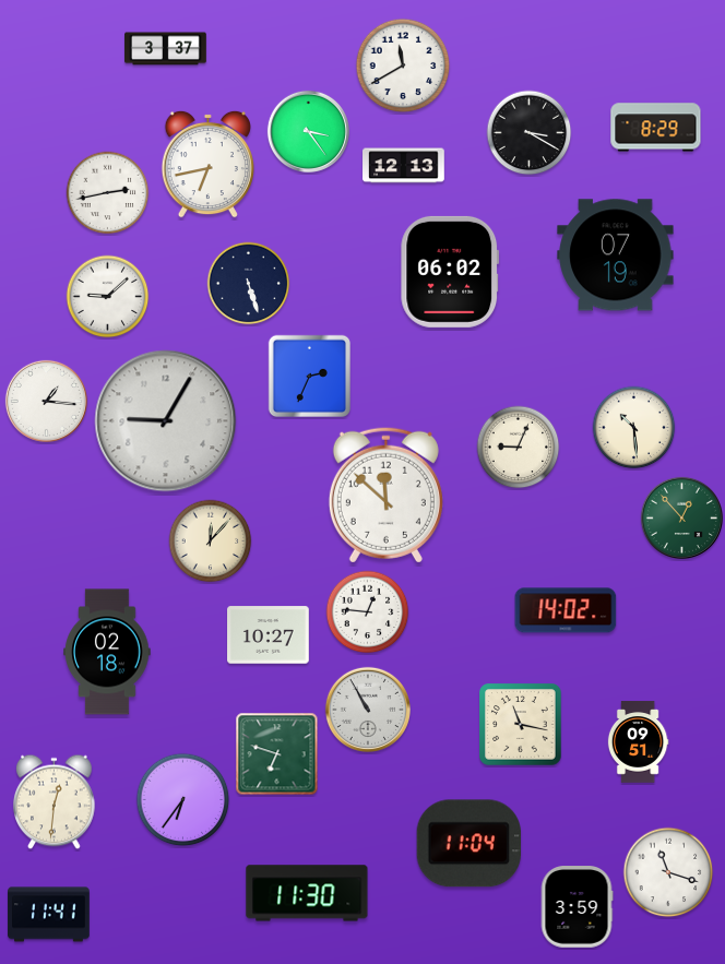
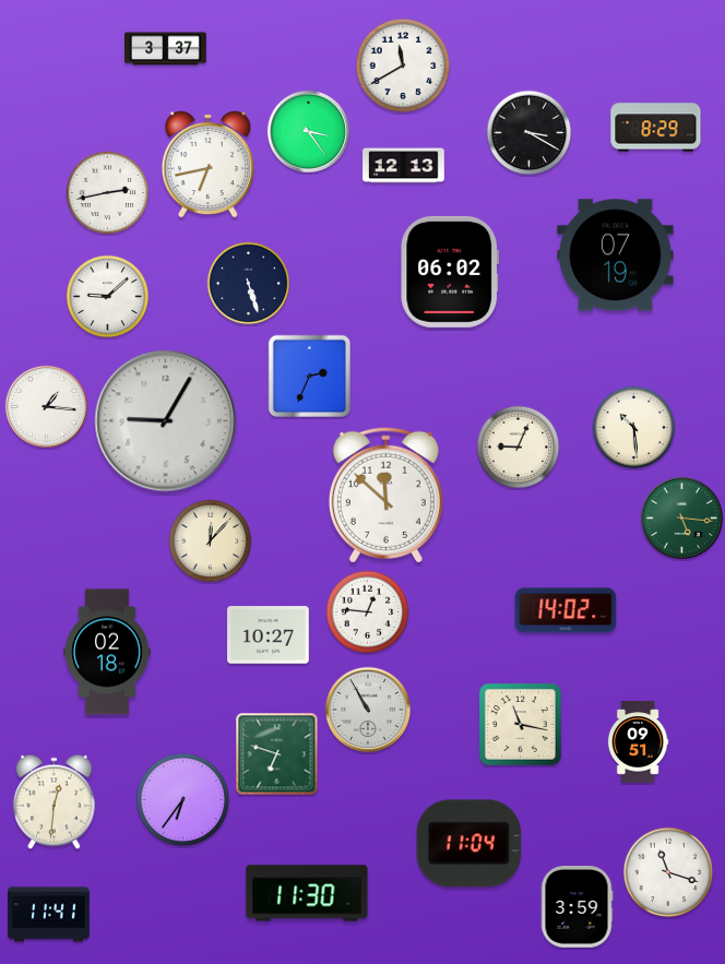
clock at (46, 401) position: (46, 401) -> (46, 406)
clock at (681, 517): 12:53 -> 5:16
